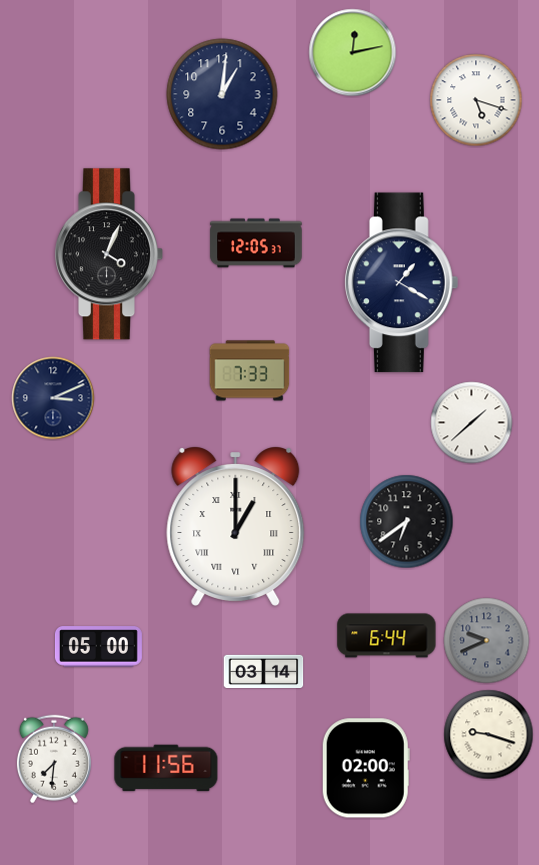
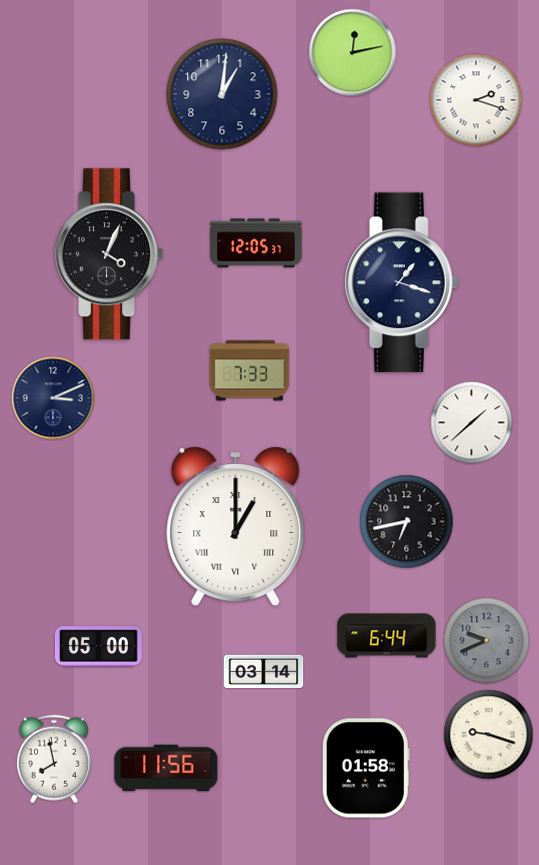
clock at (476, 100): 5:18 -> 2:18
clock at (402, 283): 1:20 -> 1:18
clock at (407, 522): 6:39 -> 6:43
clock at (54, 759): 7:31 -> 7:58
clock at (366, 768): 02:00 -> 01:58
